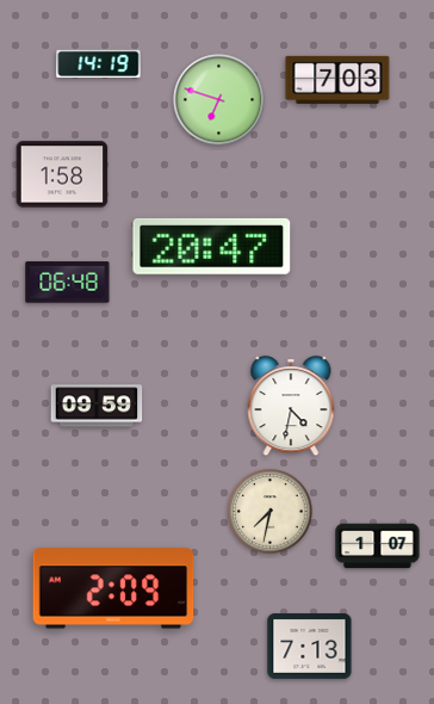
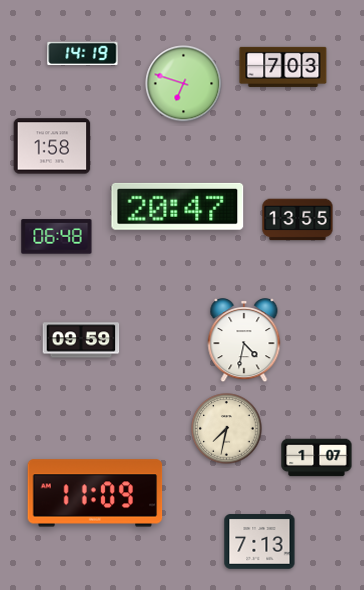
clock at (298, 220): none -> 13:55
clock at (113, 588): 2:09 -> 11:09
